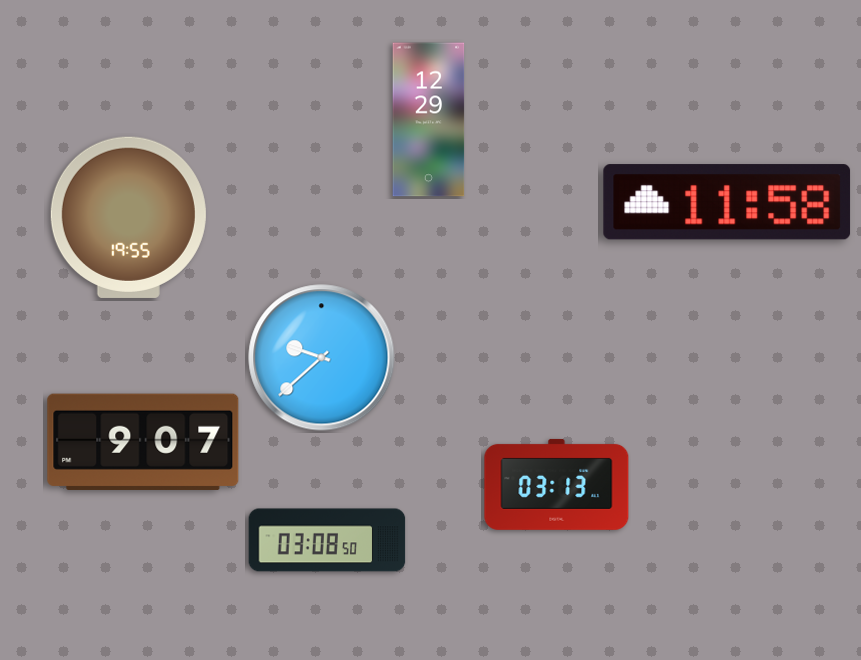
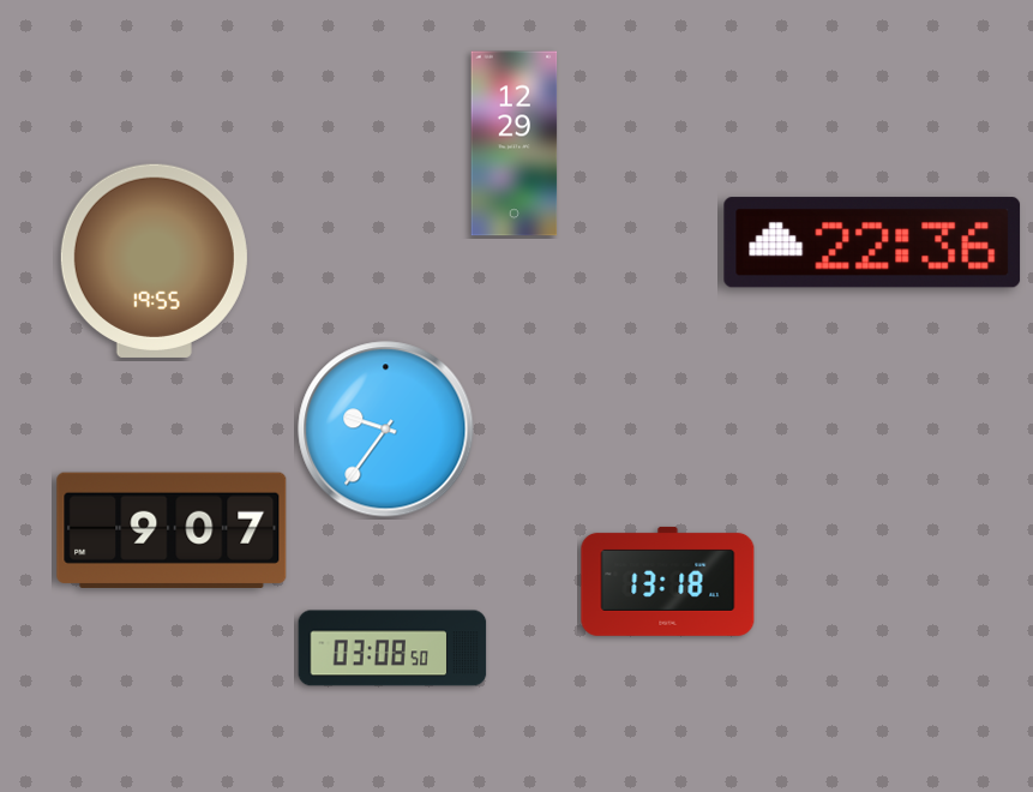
clock at (727, 202): 11:58 -> 22:36
clock at (322, 358): 9:38 -> 9:36
clock at (557, 484): 03:13 -> 13:18
